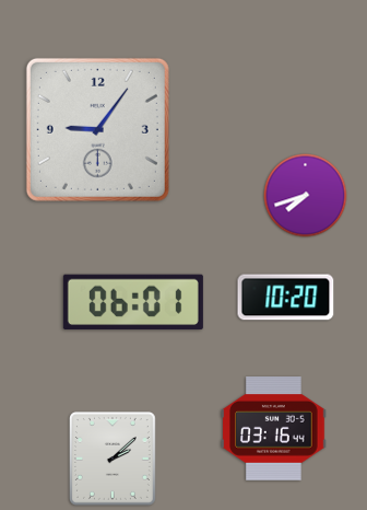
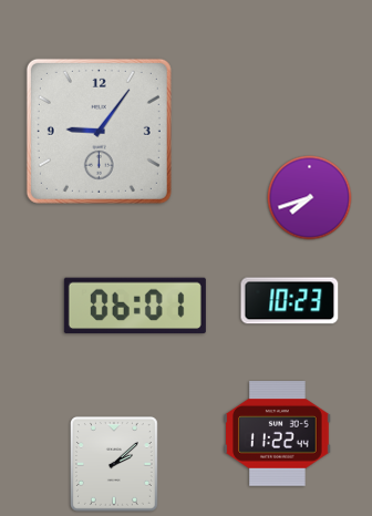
clock at (286, 298): 10:20 -> 10:23
clock at (274, 429): 03:16 -> 11:22
